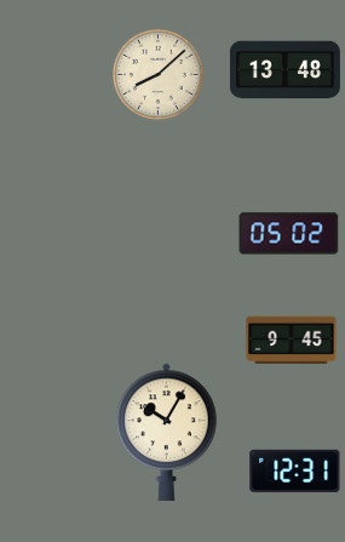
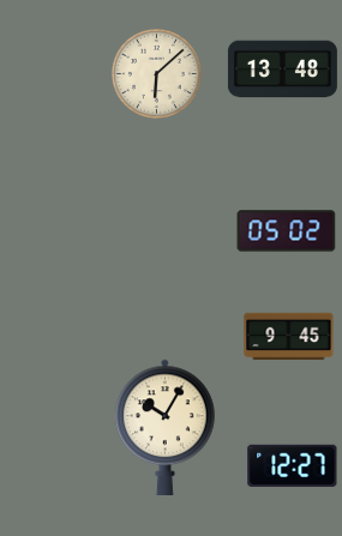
clock at (159, 75): 8:08 -> 6:08
clock at (295, 470): 12:31 -> 12:27
